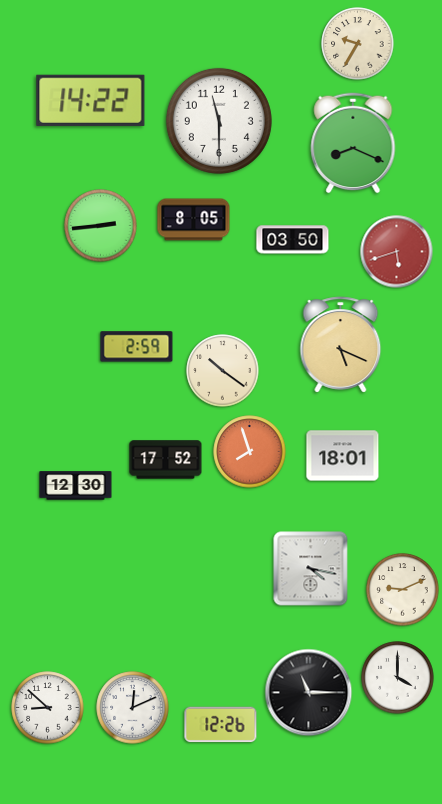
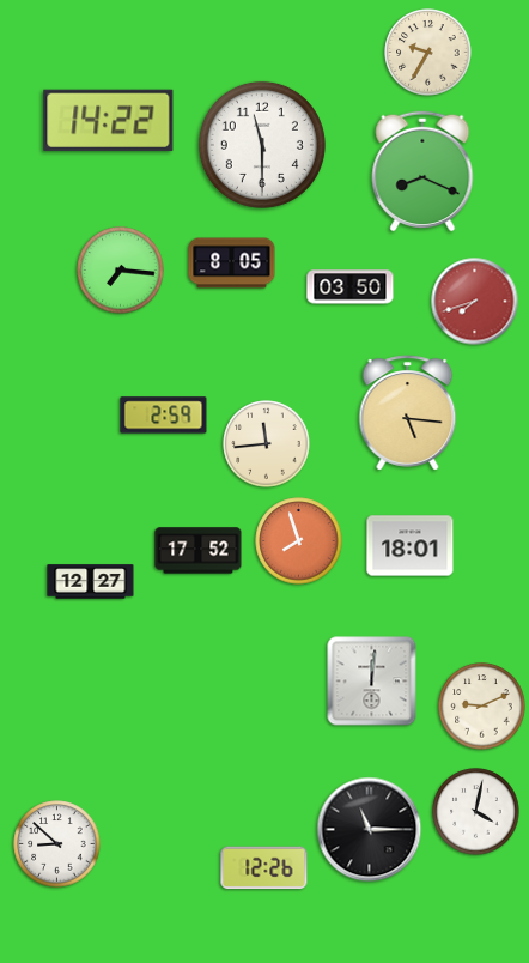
clock at (101, 226): 2:44 -> 7:16
clock at (397, 252): 5:42 -> 7:42
clock at (341, 345): 5:19 -> 5:16
clock at (223, 371): 10:21 -> 11:44
clock at (76, 486): 12:30 -> 12:27
clock at (311, 569): 4:17 -> 12:01
clock at (398, 678): 4:00 -> 4:02
clock at (48, 708) position: (48, 708) -> (57, 844)
clock at (133, 708): 12:11 -> none
